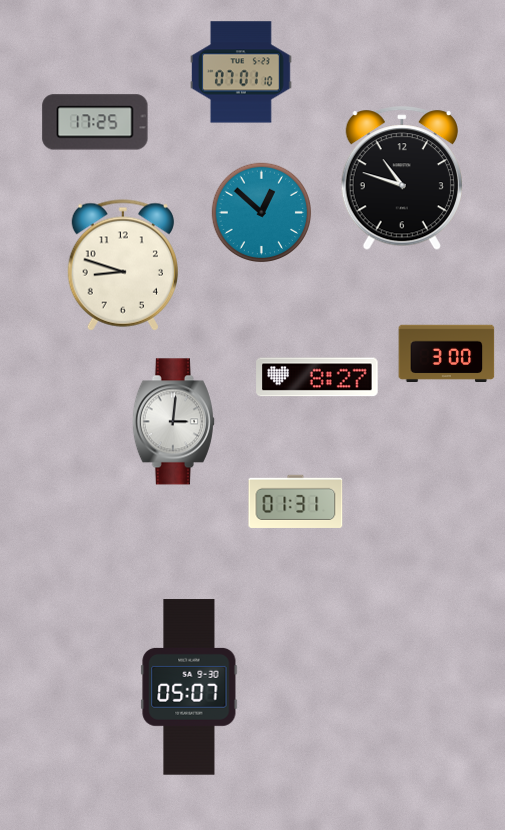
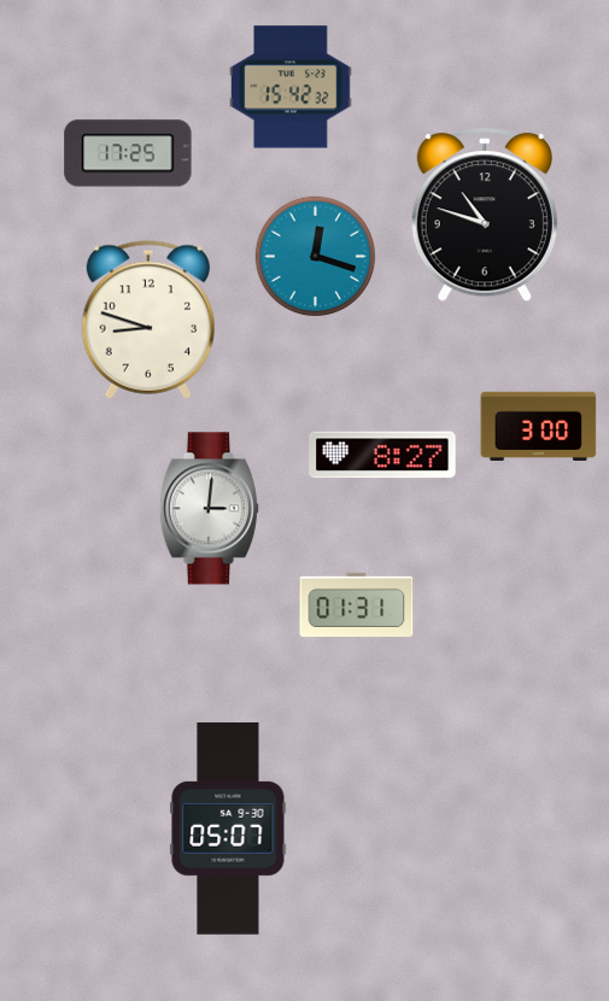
clock at (242, 72): 07:01 -> 15:42
clock at (95, 122) position: (95, 122) -> (128, 153)
clock at (262, 213): 12:52 -> 12:18
